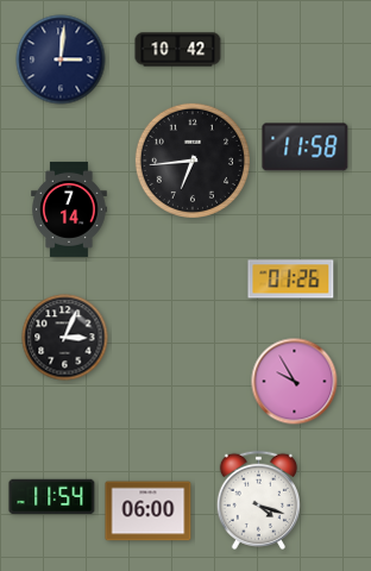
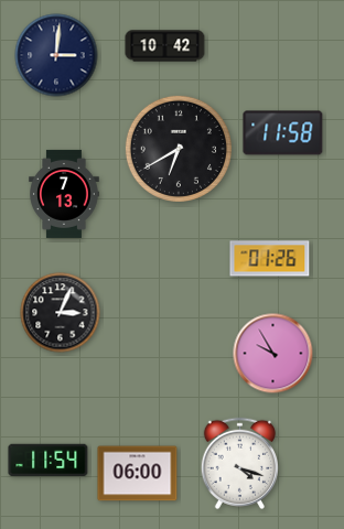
clock at (306, 148) position: (306, 148) -> (283, 133)
clock at (193, 161): 6:44 -> 6:40
clock at (69, 209): 7:14 -> 7:13
